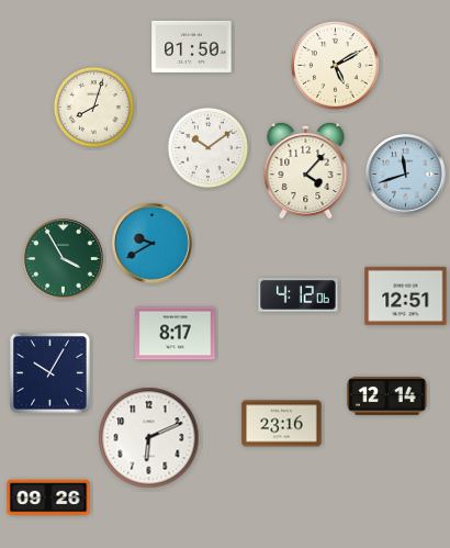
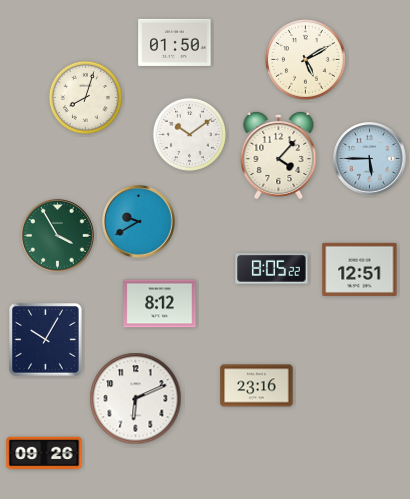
clock at (406, 175): 11:42 -> 5:45
clock at (299, 295): 4:12 -> 8:05
clock at (406, 295) position: (406, 295) -> (360, 269)
clock at (176, 334): 8:17 -> 8:12
clock at (387, 396): 12:14 -> none
